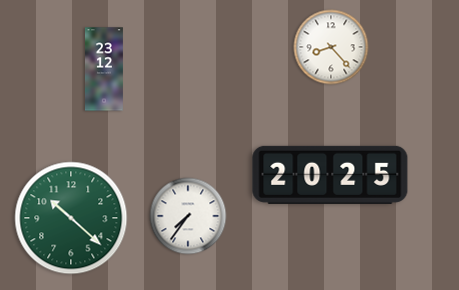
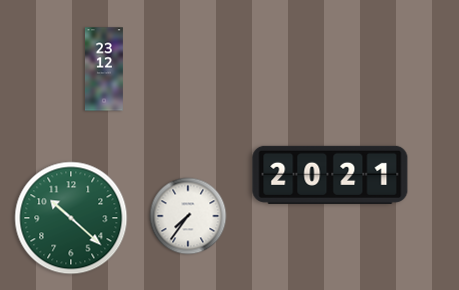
clock at (331, 47): 8:23 -> none
clock at (330, 175): 20:25 -> 20:21
